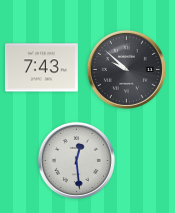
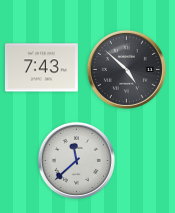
clock at (126, 69): 9:52 -> 4:52
clock at (76, 160): 12:29 -> 11:38
